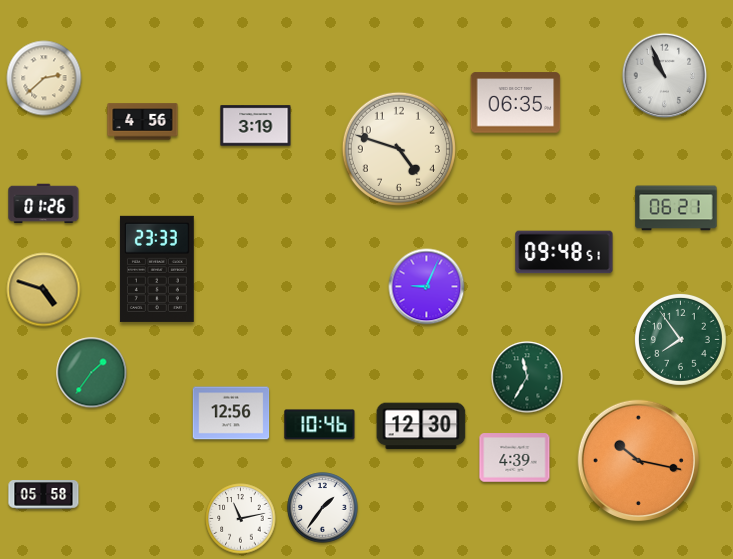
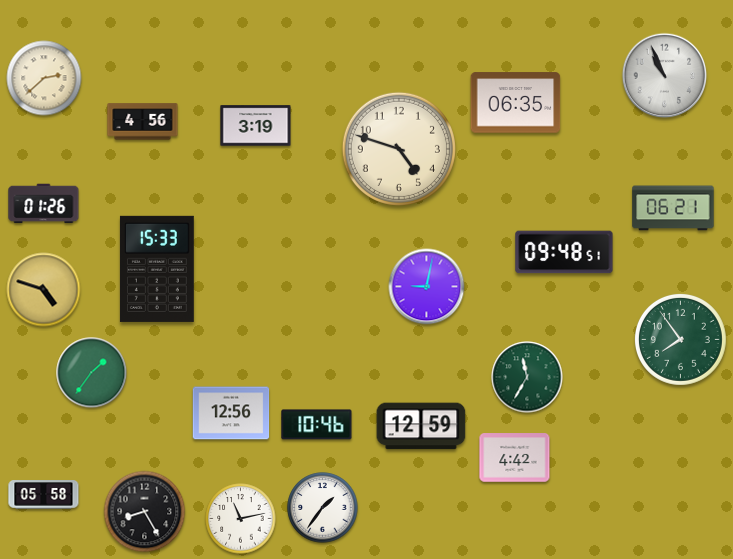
clock at (676, 208) position: (676, 208) -> (673, 208)
clock at (157, 269): 23:33 -> 15:33
clock at (427, 287): 9:04 -> 9:02
clock at (320, 425) position: (320, 425) -> (317, 425)
clock at (421, 426): 12:30 -> 12:59
clock at (515, 458): 4:39 -> 4:42
clock at (638, 460): 10:17 -> none
clock at (145, 512): none -> 8:25
